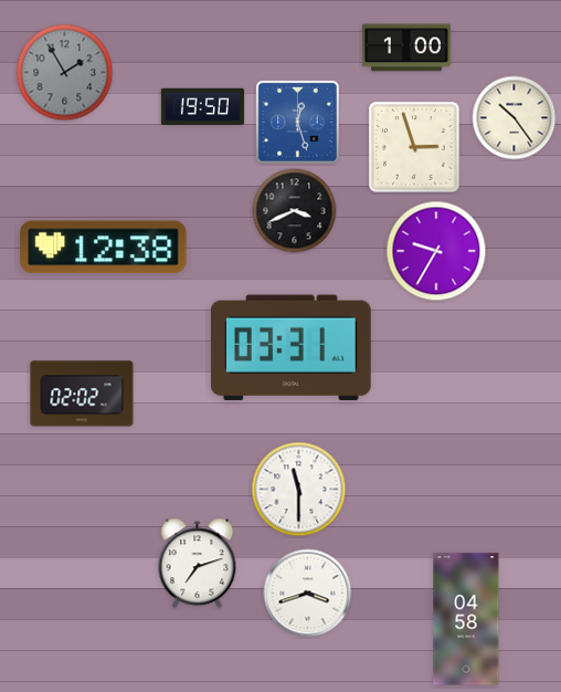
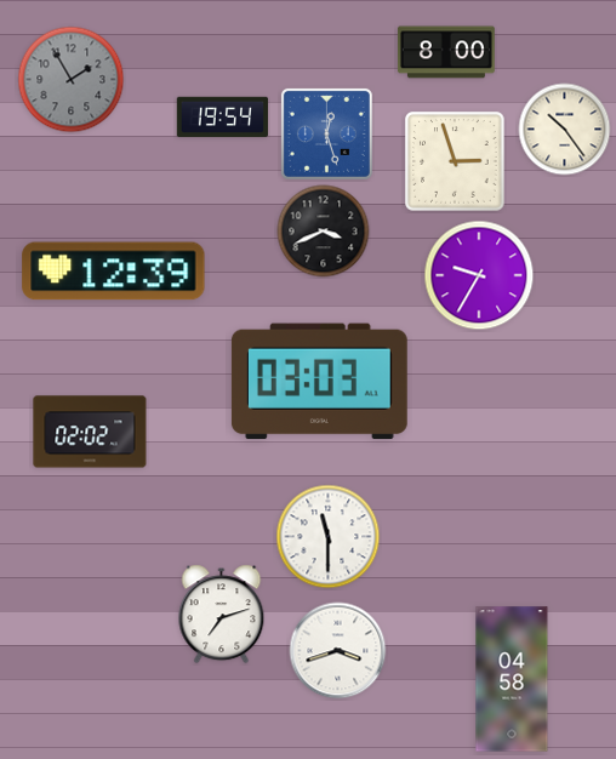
clock at (406, 48): 1:00 -> 8:00
clock at (203, 107): 19:50 -> 19:54
clock at (104, 248): 12:38 -> 12:39
clock at (290, 348): 03:31 -> 03:03
clock at (198, 564) position: (198, 564) -> (222, 615)
